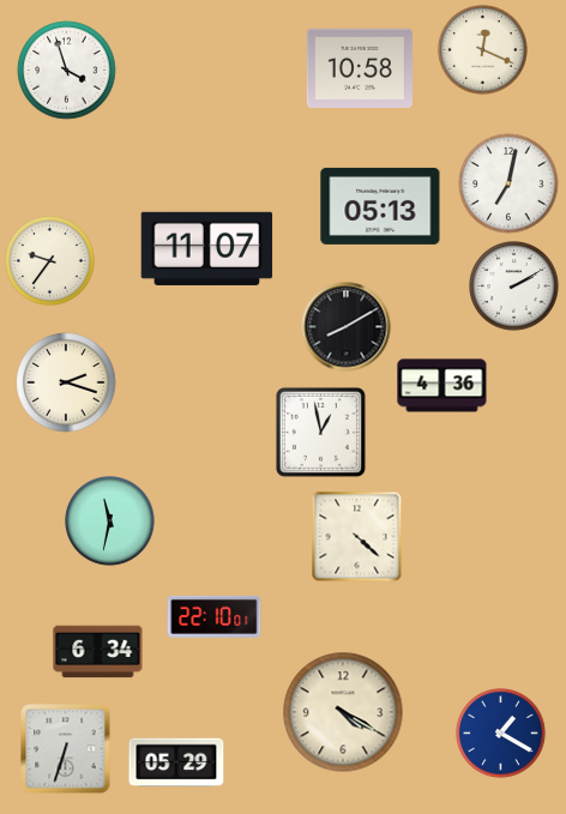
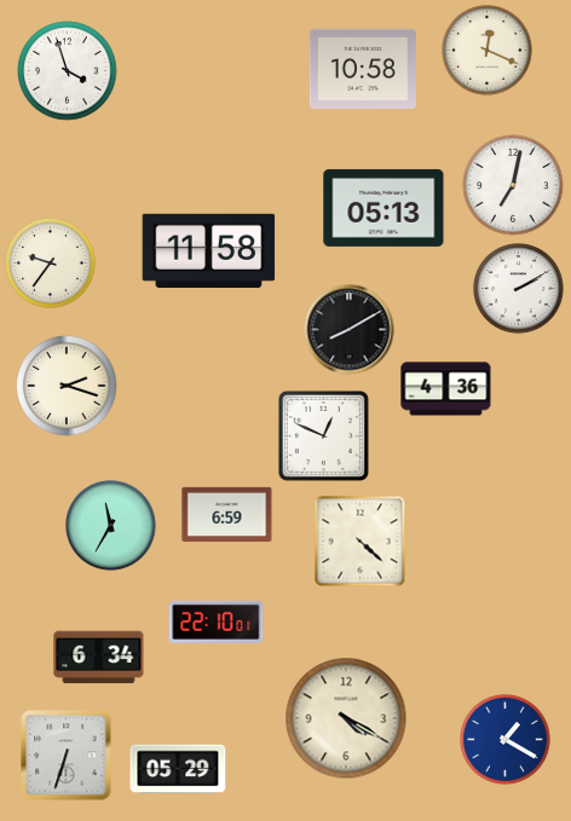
clock at (207, 248): 11:07 -> 11:58
clock at (320, 432): 12:58 -> 12:49
clock at (227, 514): none -> 6:59
clock at (110, 521): 11:32 -> 11:35
